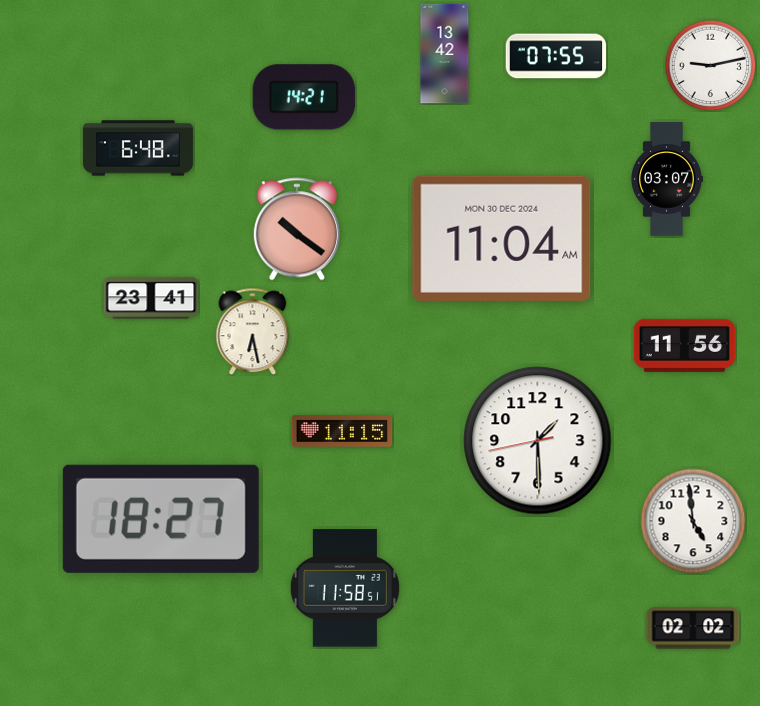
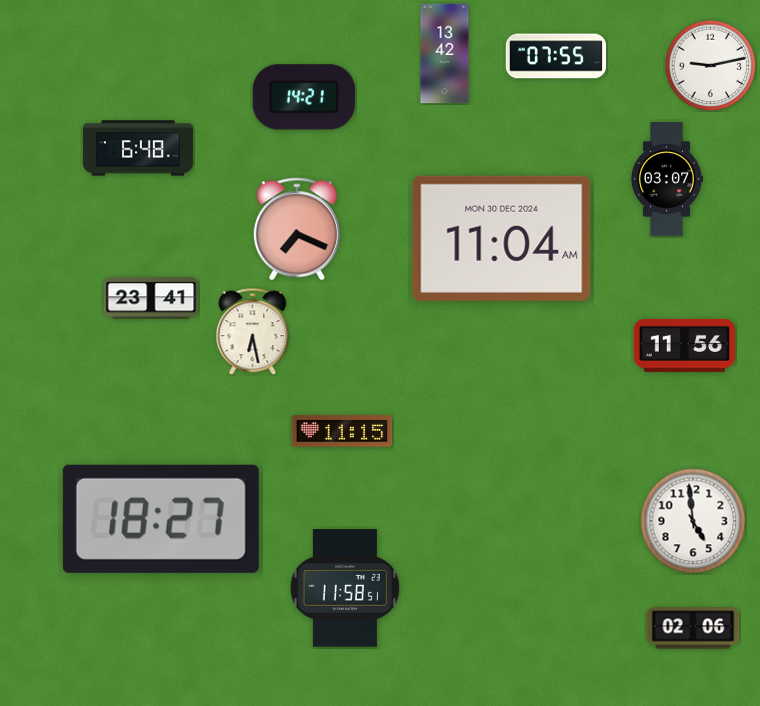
clock at (297, 229): 10:21 -> 7:19
clock at (538, 441): 1:29 -> none
clock at (693, 628): 02:02 -> 02:06
